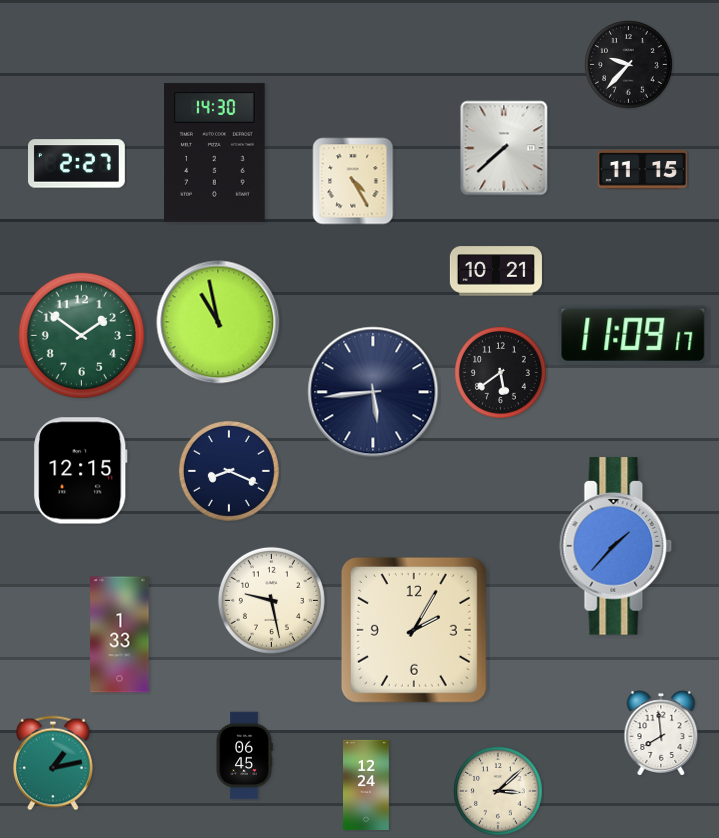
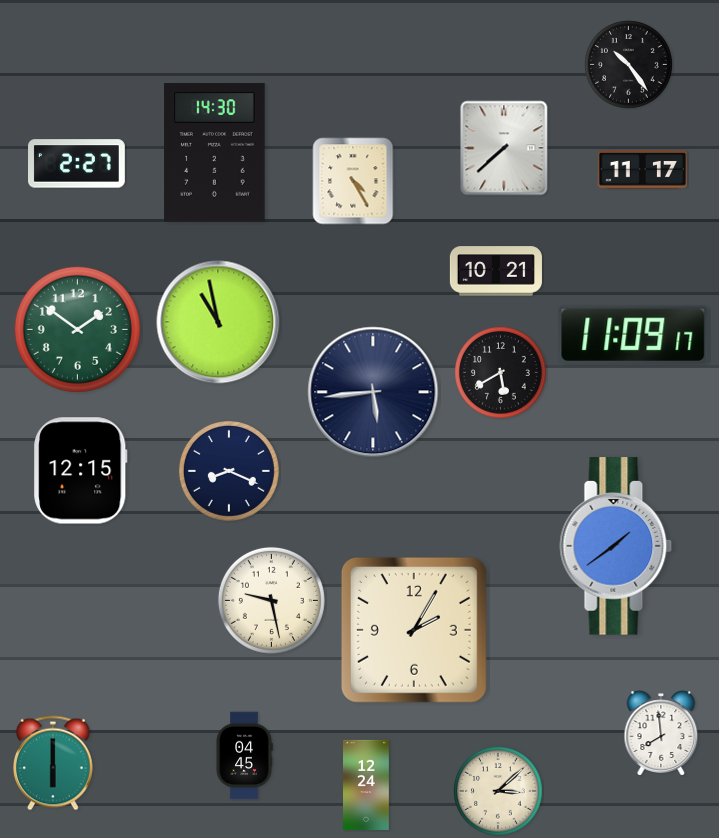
clock at (629, 65): 9:37 -> 10:24
clock at (642, 170): 11:15 -> 11:17
clock at (81, 335) position: (81, 335) -> (77, 329)
clock at (501, 373): 5:39 -> 5:40
clock at (616, 546): 1:37 -> 1:39
clock at (120, 635): 1:33 -> none
clock at (244, 756): 06:45 -> 04:45
clock at (54, 763): 1:13 -> 6:00
